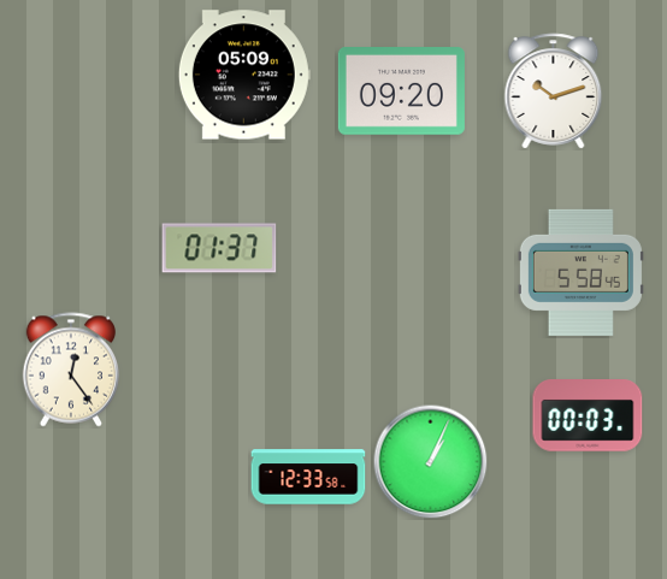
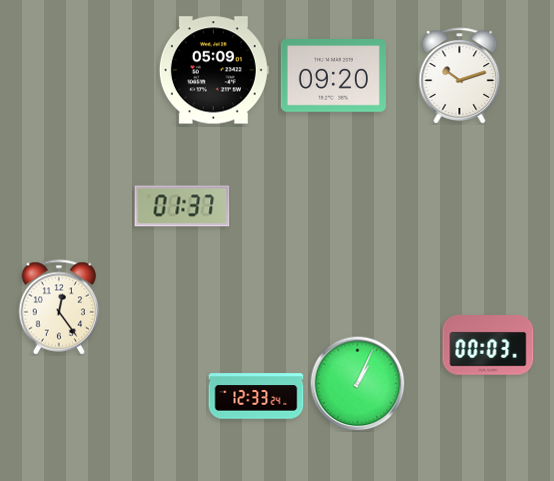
clock at (244, 75) position: (244, 75) -> (214, 70)
clock at (580, 272): 5:58 -> none
clock at (308, 477): 12:33:58 -> 12:33:24
